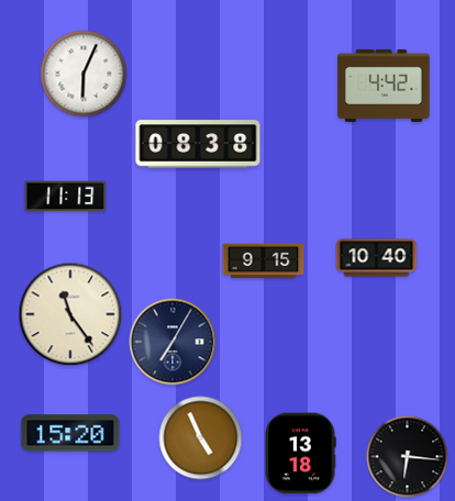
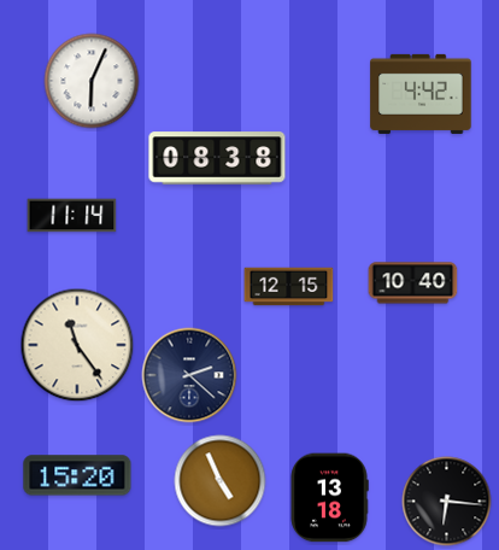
clock at (66, 197): 11:13 -> 11:14
clock at (264, 261): 9:15 -> 12:15
clock at (173, 342): 7:05 -> 2:22
